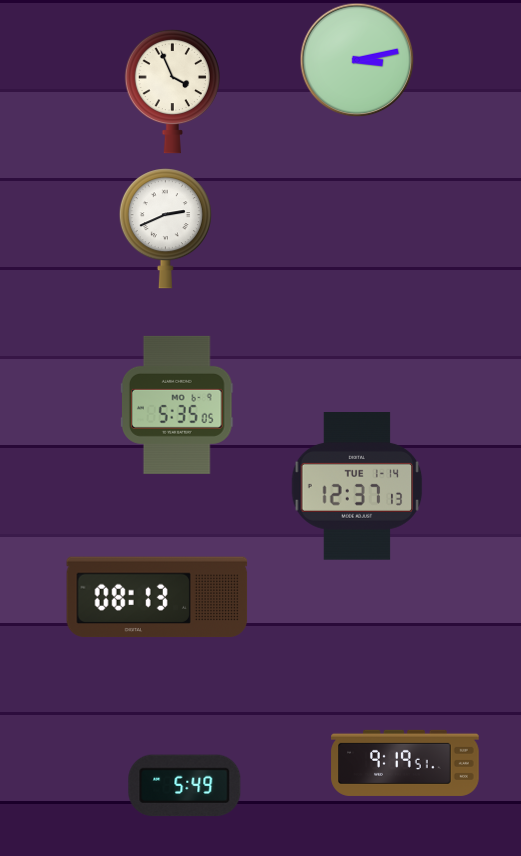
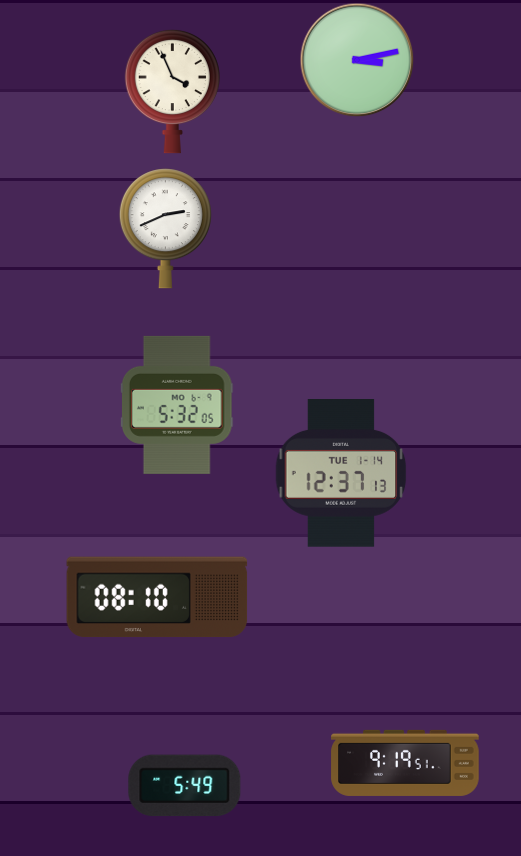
clock at (177, 405): 5:35 -> 5:32
clock at (357, 487) position: (357, 487) -> (341, 474)
clock at (157, 597): 08:13 -> 08:10
